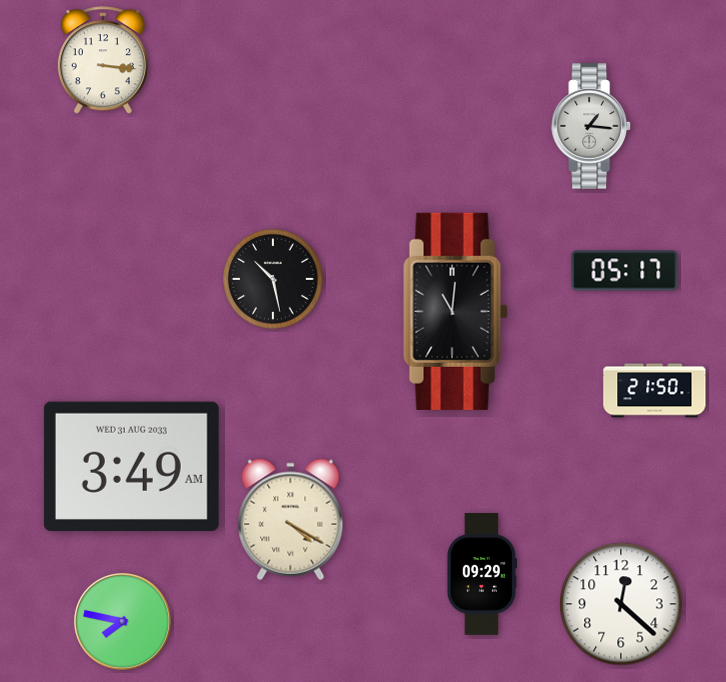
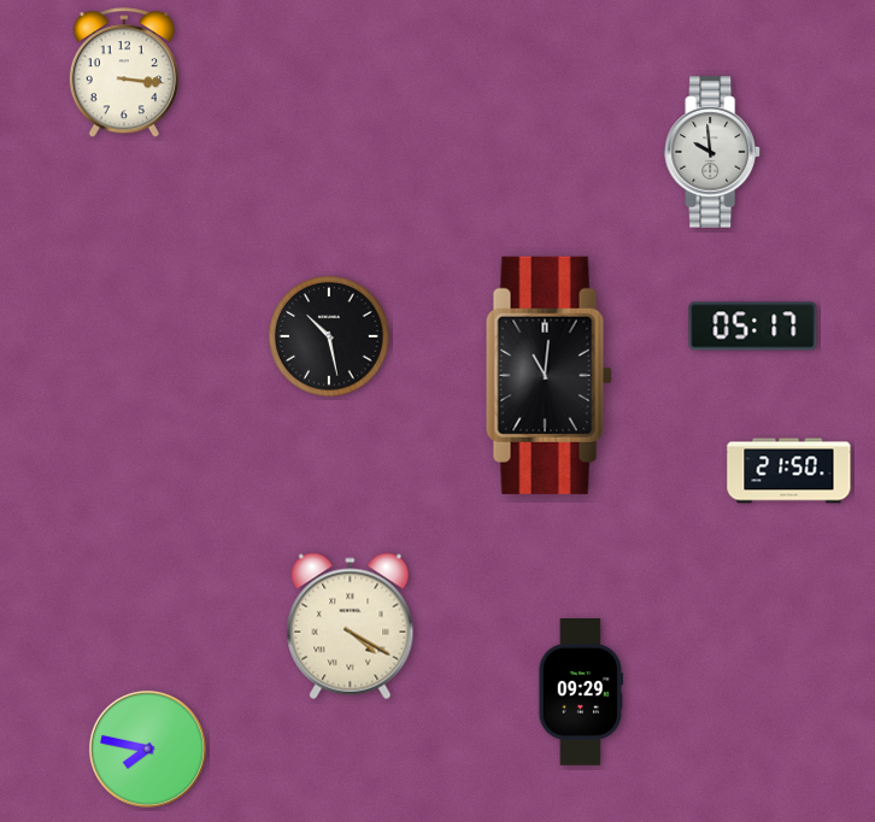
clock at (591, 126): 1:16 -> 9:59
clock at (131, 466): 3:49 -> none
clock at (621, 604): 12:22 -> none
